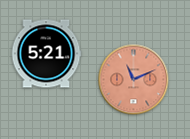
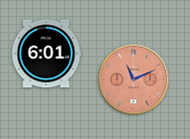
clock at (46, 54): 5:21 -> 6:01
